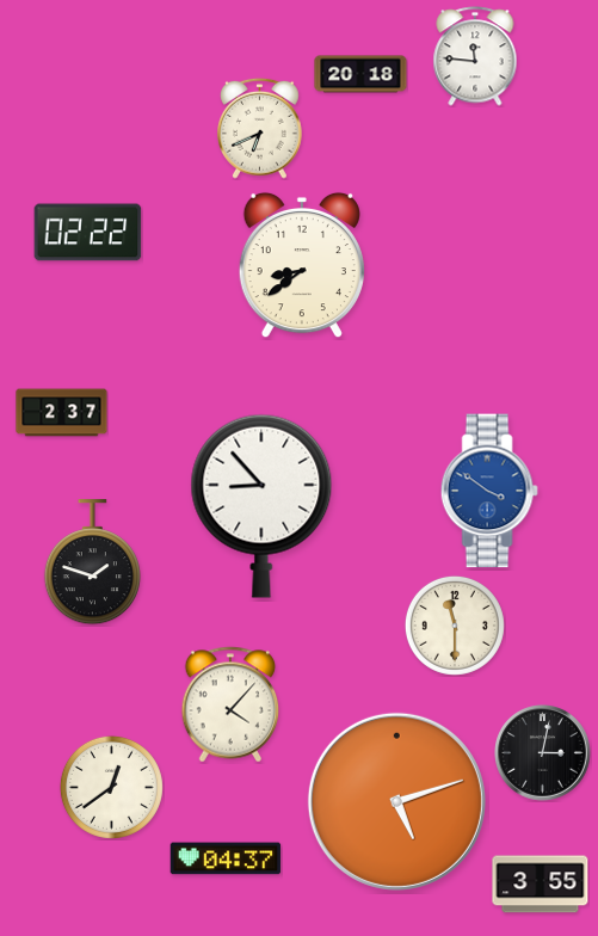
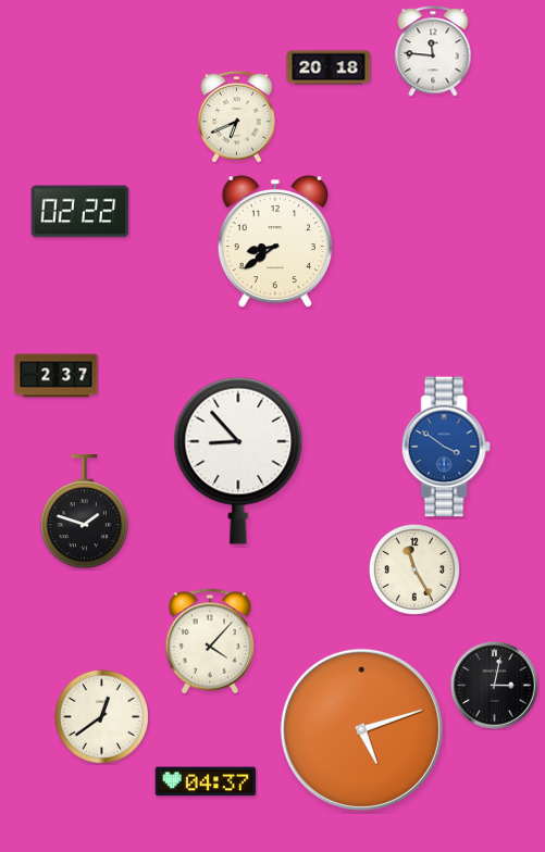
clock at (455, 626): 11:30 -> 11:25
clock at (541, 885): 3:55 -> none
